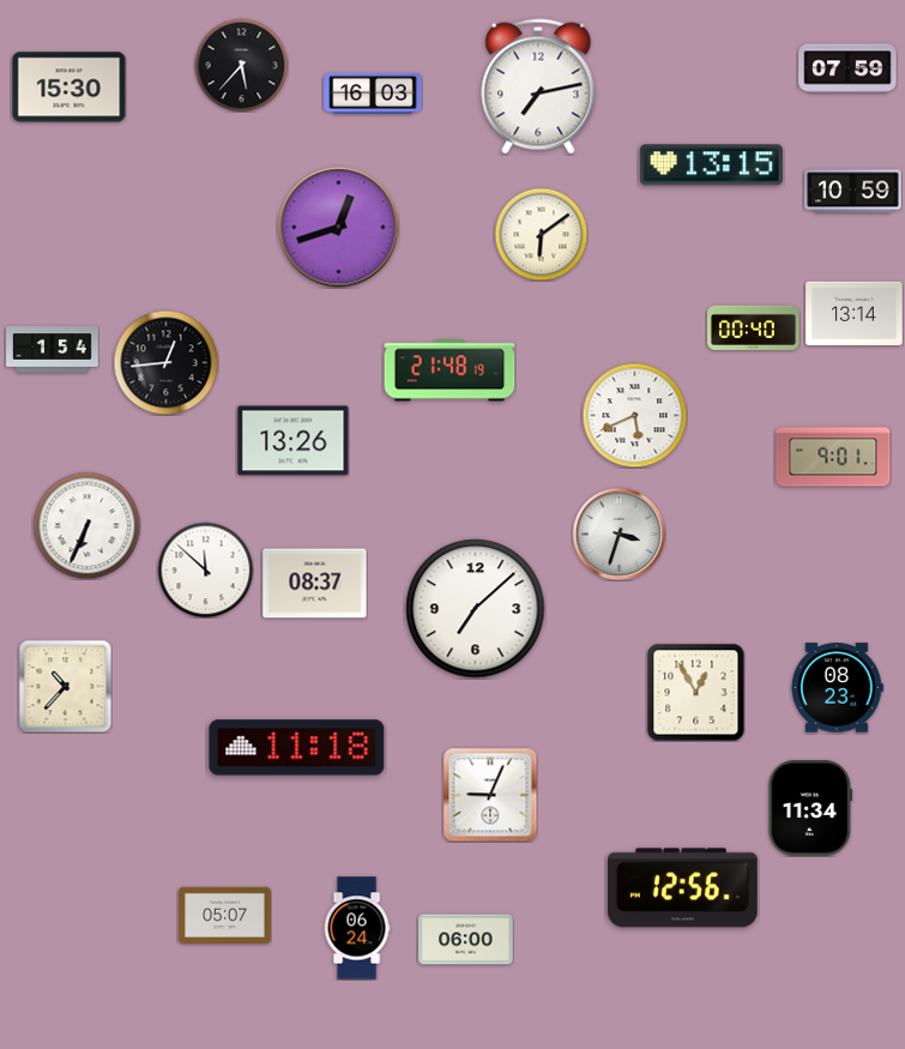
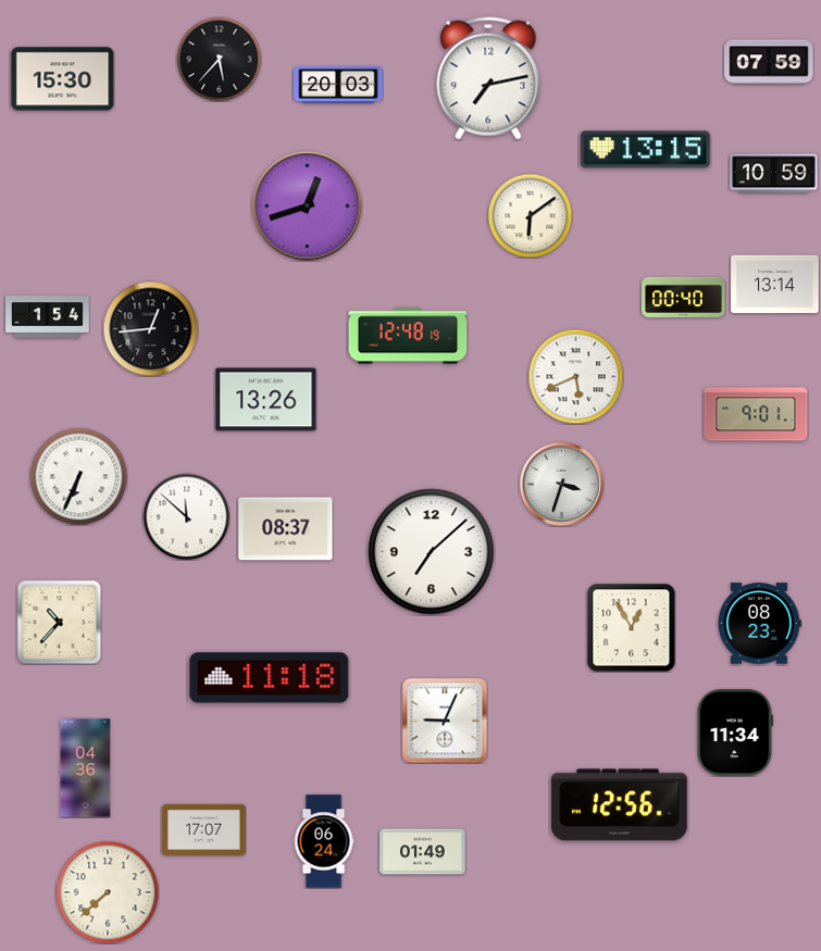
clock at (373, 94): 16:03 -> 20:03
clock at (541, 234) position: (541, 234) -> (530, 215)
clock at (450, 370): 21:48 -> 12:48
clock at (86, 768): none -> 04:36
clock at (225, 915): 05:07 -> 17:07
clock at (466, 940): 06:00 -> 01:49
clock at (108, 892): none -> 7:38
